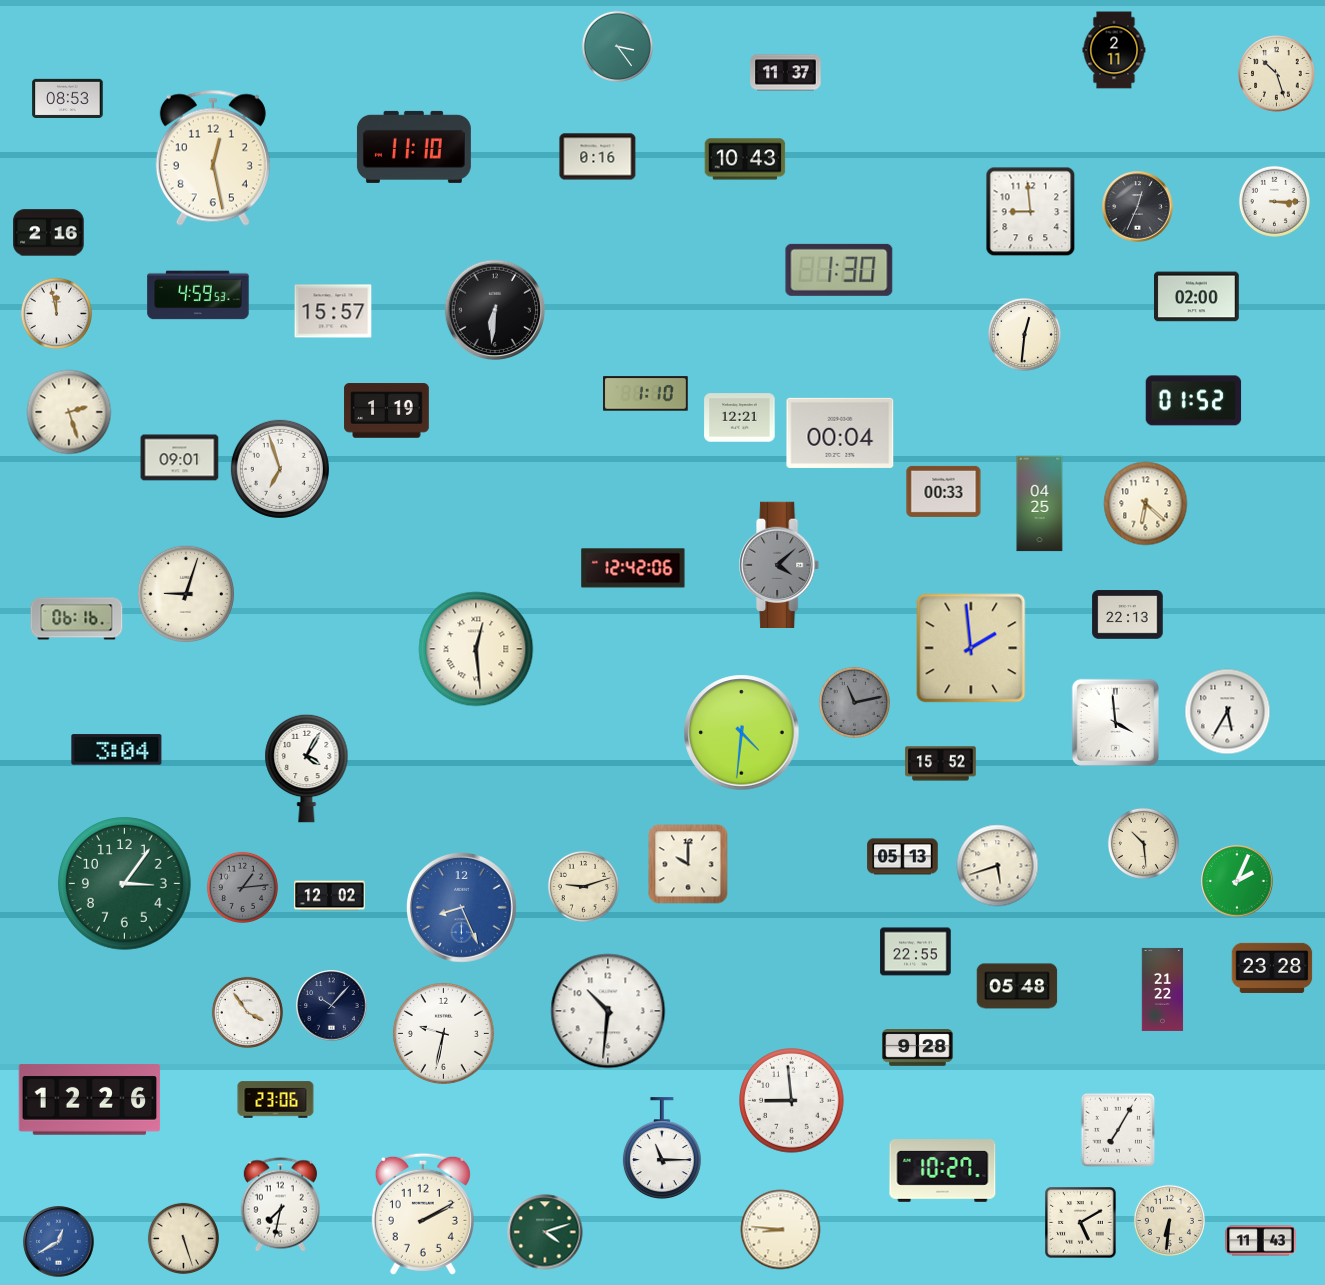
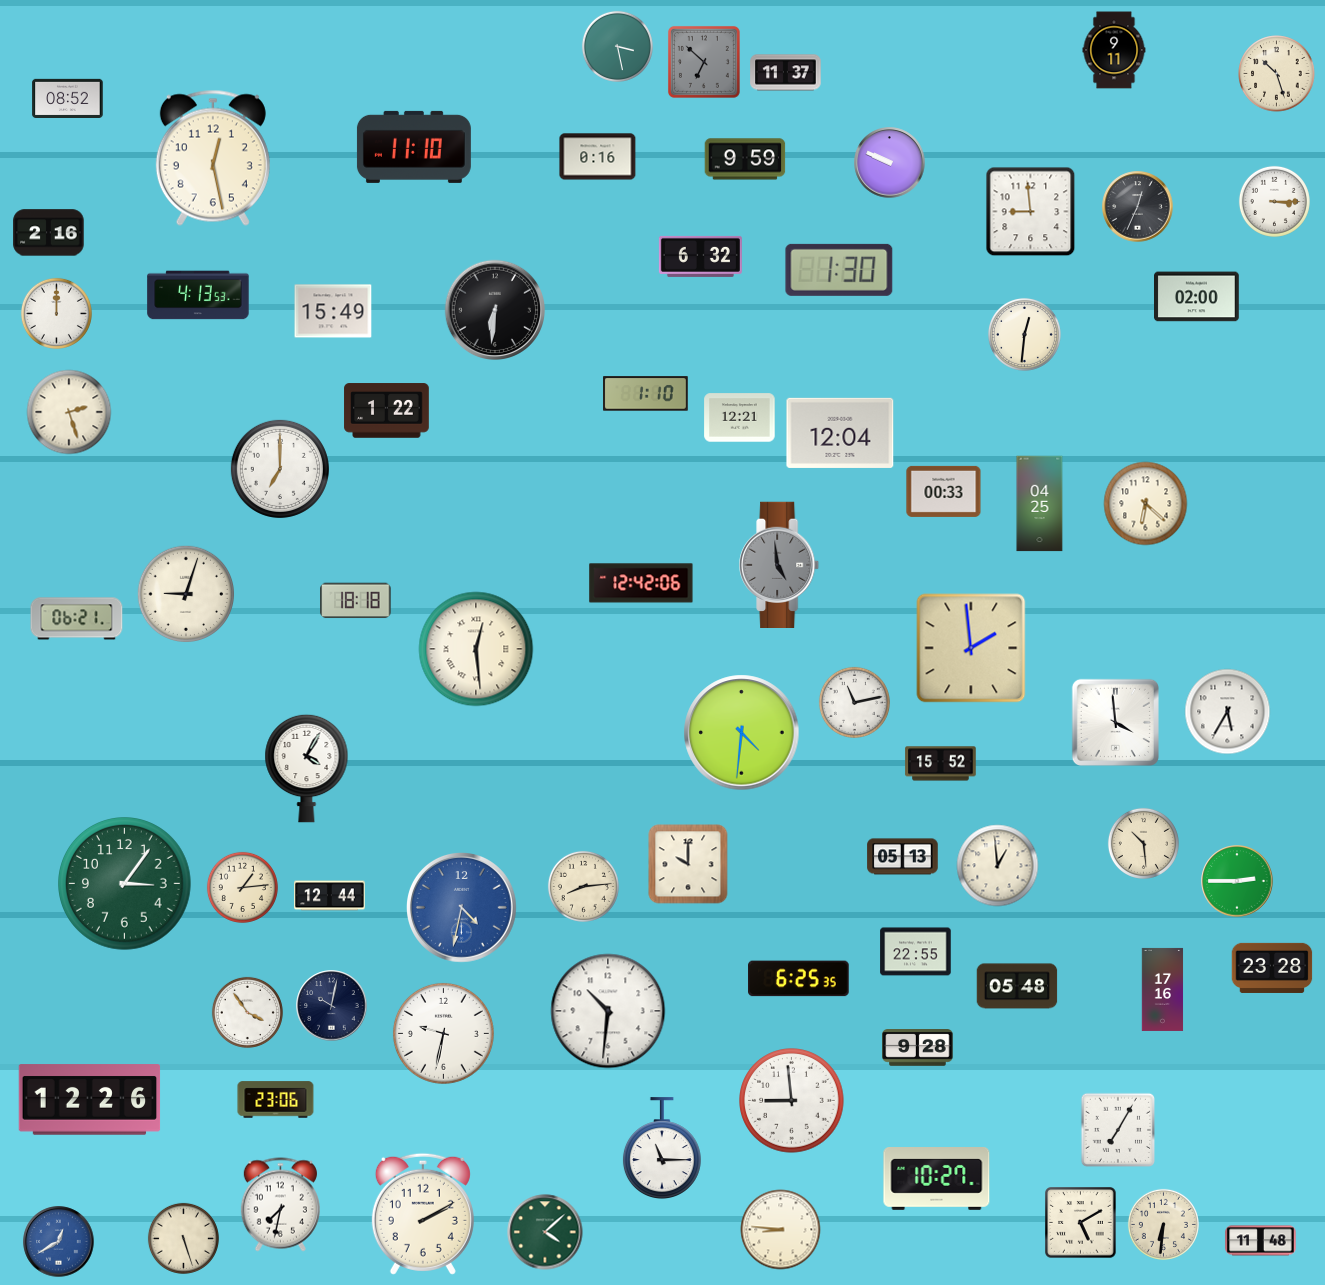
clock at (617, 46): 3:24 -> 3:28
clock at (1114, 50): 2:11 -> 9:11
clock at (704, 62): none -> 6:52
clock at (68, 98): 08:53 -> 08:52
clock at (745, 159): 10:43 -> 9:59
clock at (890, 163): none -> 9:49
clock at (700, 256): none -> 6:32
clock at (198, 295): 4:59 -> 4:13
clock at (333, 311): 15:57 -> 15:49
clock at (56, 313): 11:58 -> 12:00
clock at (1194, 401): 01:52 -> none
clock at (387, 411): 1:19 -> 1:22
clock at (840, 433): 00:04 -> 12:04
clock at (180, 458): 09:01 -> none
clock at (280, 469): 6:57 -> 7:00
clock at (780, 564): 4:08 -> 4:59
clock at (633, 568) position: (633, 568) -> (641, 583)
clock at (356, 601): none -> 18:18
clock at (1128, 615): 22:13 -> none
clock at (77, 619): 06:16 -> 06:21
clock at (854, 702) dial: grey -> white
clock at (117, 750): 3:04 -> none
clock at (998, 866): 5:42 -> 12:59
clock at (1237, 881): 2:04 -> 2:45
clock at (583, 886): 9:12 -> 8:14
clock at (242, 887) dial: grey -> cream
clock at (330, 896): 12:02 -> 12:44
clock at (462, 908): 8:26 -> 4:32
clock at (799, 979): none -> 6:25
clock at (1163, 989): 21:22 -> 17:16
clock at (332, 1006): 10:07 -> 10:02
clock at (943, 1171) position: (943, 1171) -> (937, 1179)
clock at (1169, 1220) position: (1169, 1220) -> (1163, 1224)
clock at (545, 1232): 4:12 -> 4:08
clock at (1261, 1241): 11:43 -> 11:48
